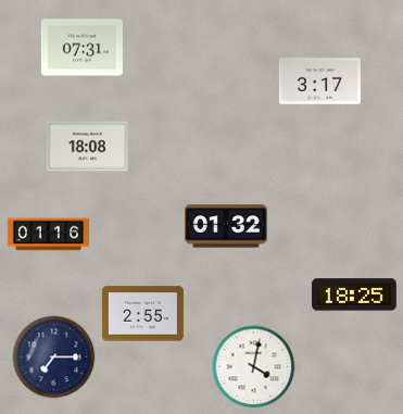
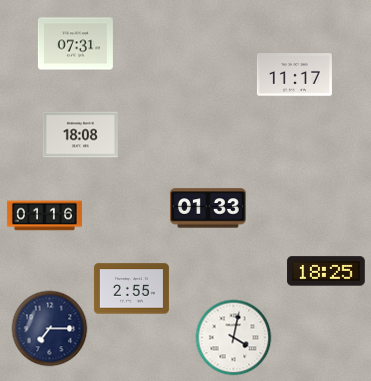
clock at (319, 81): 3:17 -> 11:17
clock at (226, 226): 01:32 -> 01:33
